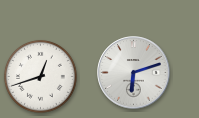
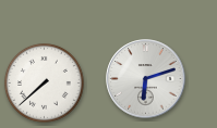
clock at (40, 76): 12:42 -> 7:38
